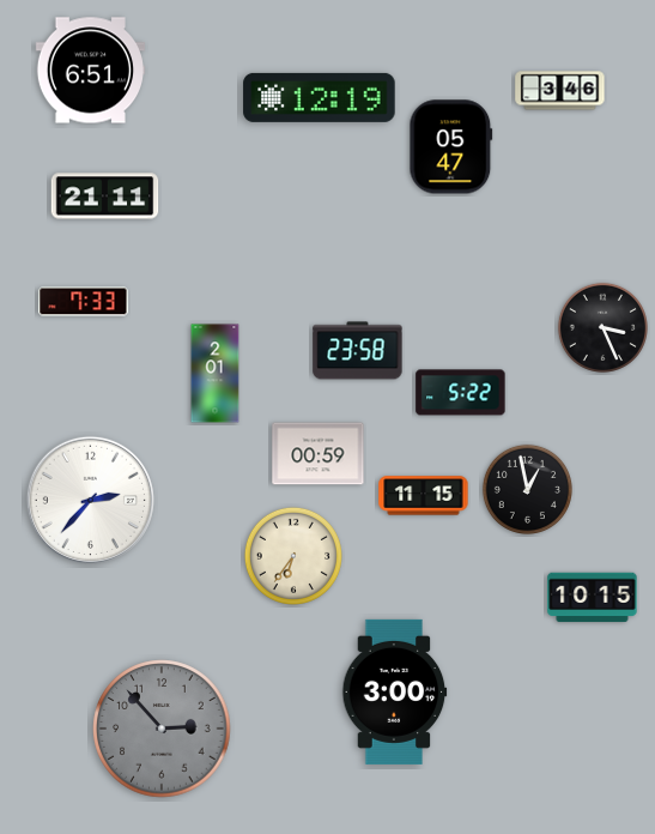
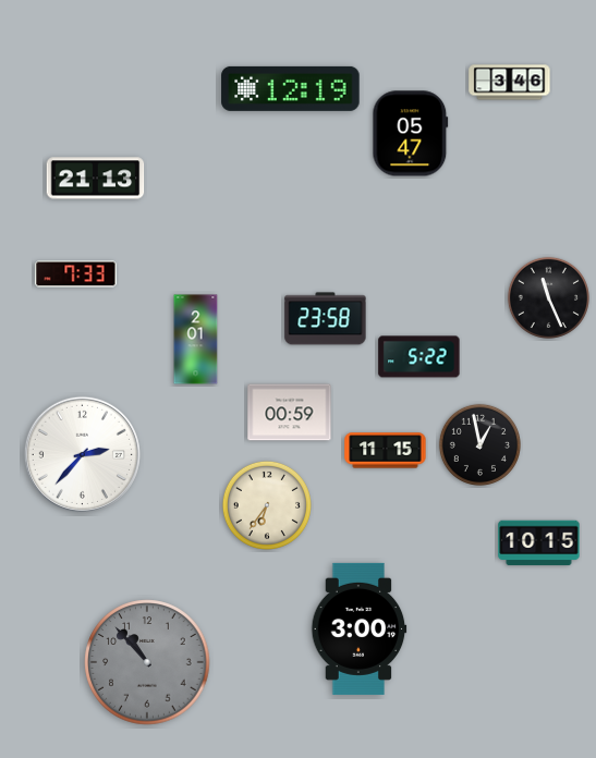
clock at (91, 71): 6:51 -> none
clock at (105, 197): 21:11 -> 21:13
clock at (602, 327): 3:26 -> 11:26
clock at (162, 729): 2:53 -> 10:53
